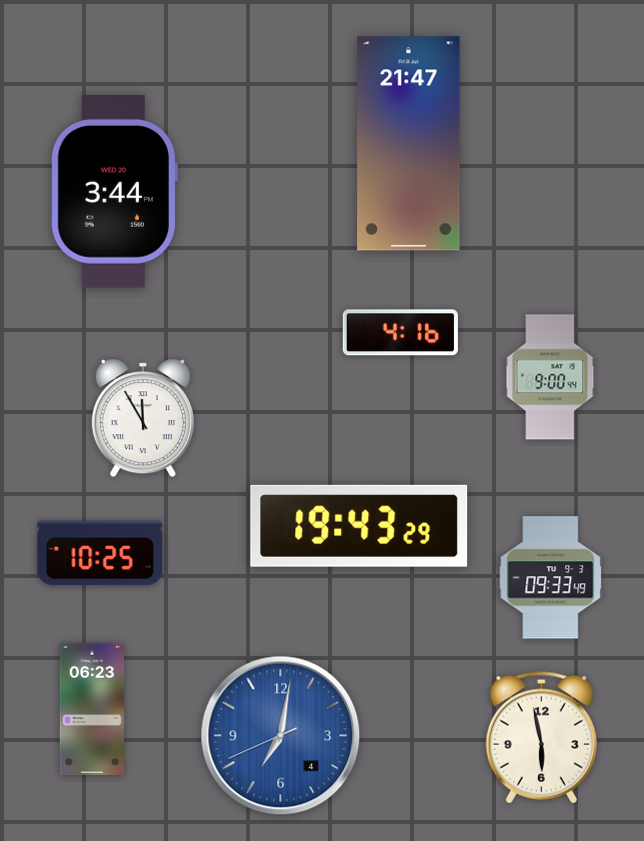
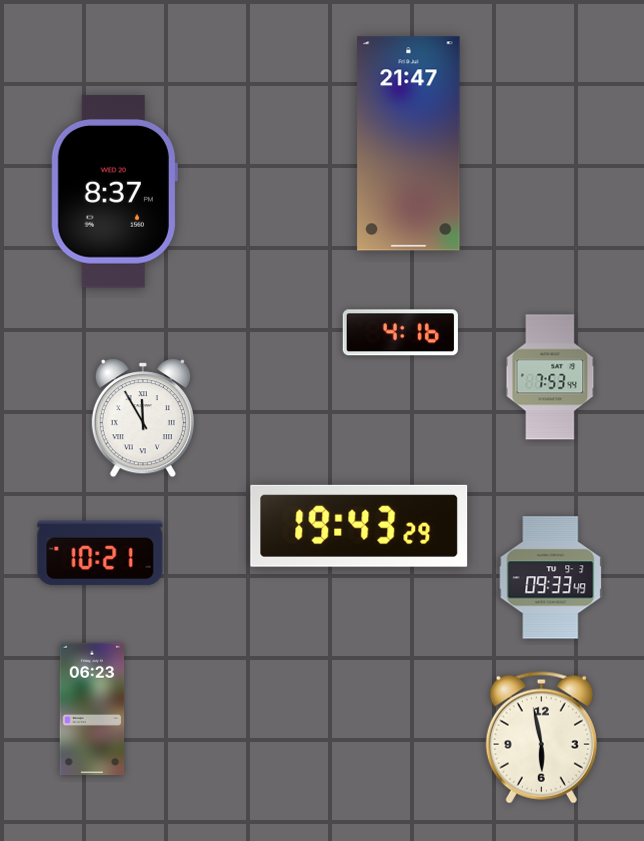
clock at (114, 192): 3:44 -> 8:37
clock at (550, 377): 9:00 -> 7:53
clock at (100, 553): 10:25 -> 10:21
clock at (281, 736): 7:01 -> none
